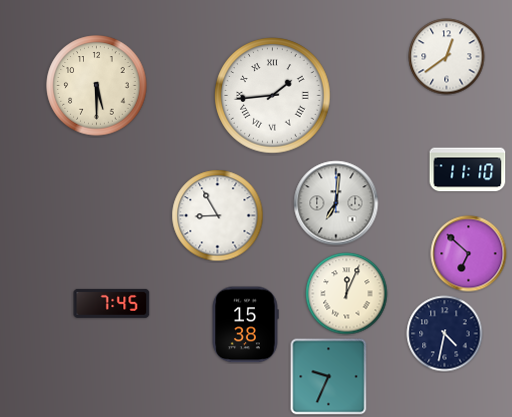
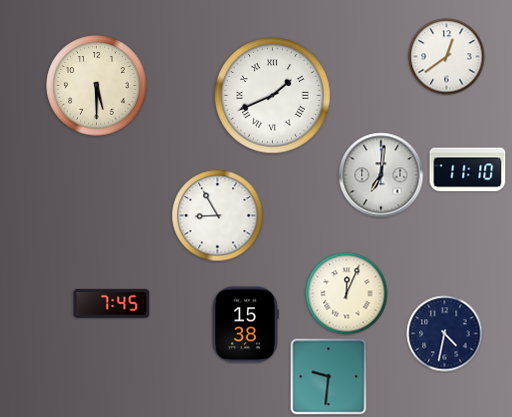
clock at (273, 96): 1:44 -> 1:41
clock at (336, 203) position: (336, 203) -> (381, 175)
clock at (469, 254): 6:52 -> none
clock at (329, 377): 9:34 -> 9:31
